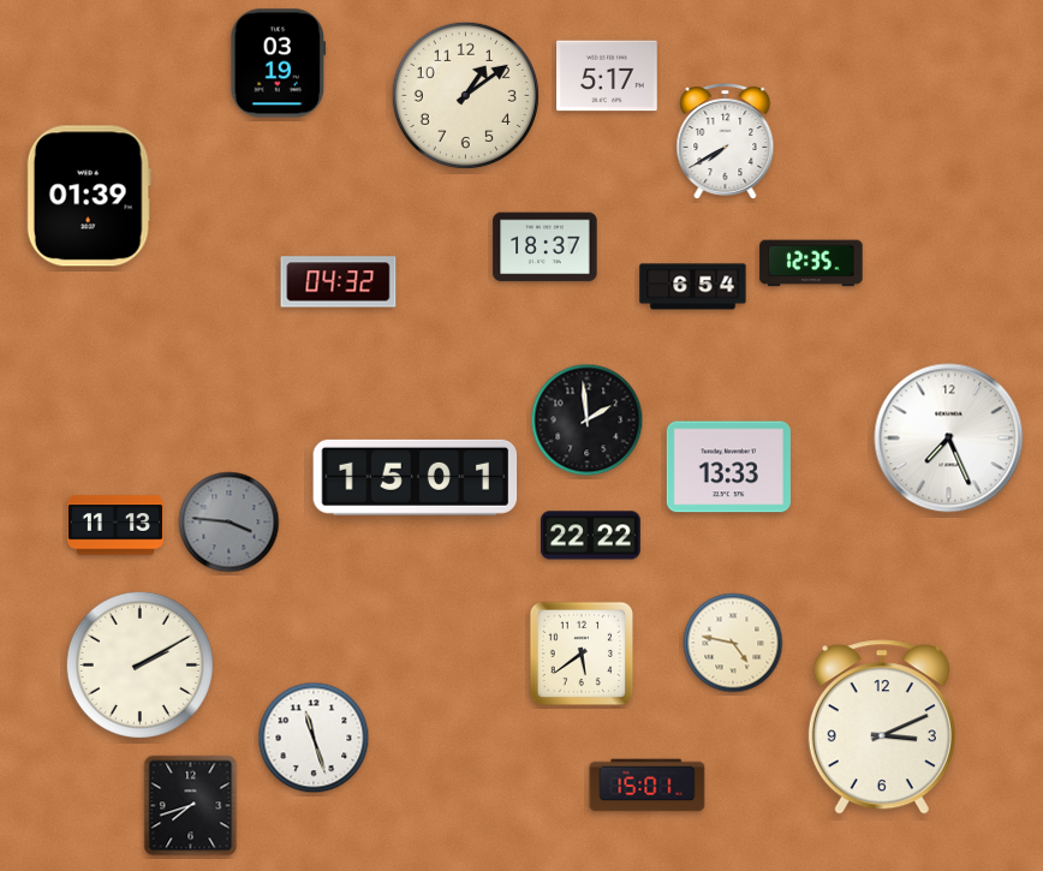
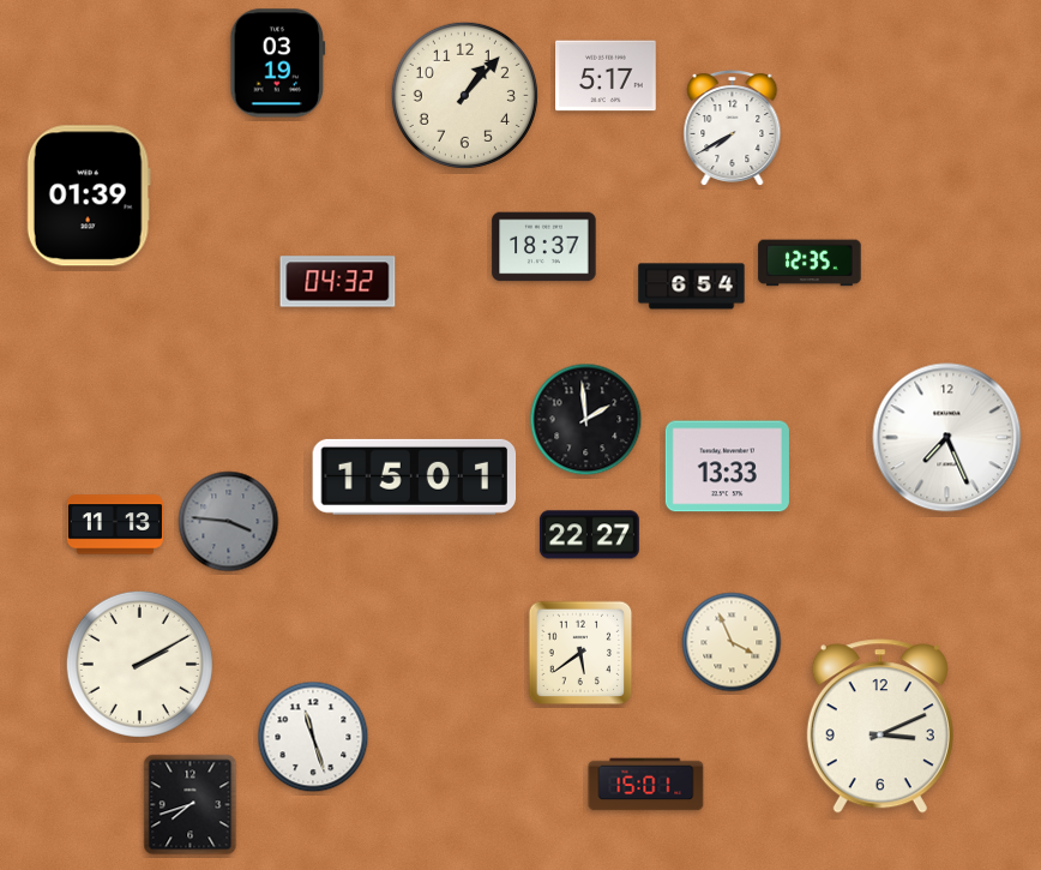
clock at (465, 95): 1:09 -> 1:07
clock at (726, 142) position: (726, 142) -> (733, 128)
clock at (590, 536): 22:22 -> 22:27
clock at (733, 643): 4:47 -> 3:56
